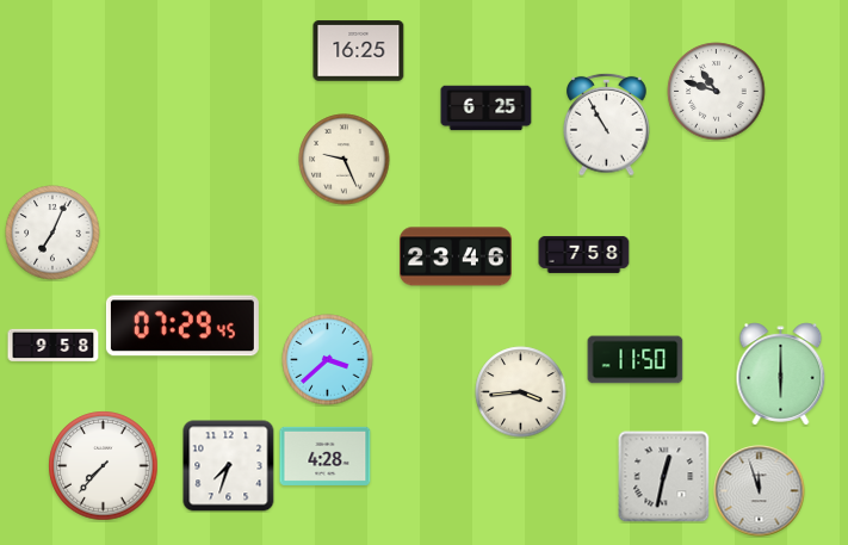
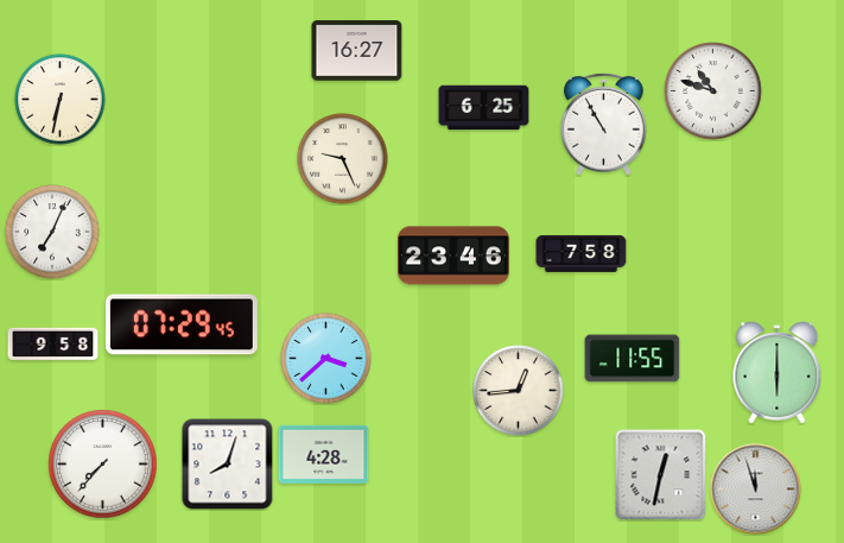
clock at (359, 51): 16:25 -> 16:27
clock at (61, 100): none -> 6:32
clock at (636, 360): 11:50 -> 11:55
clock at (521, 392): 3:44 -> 12:44
clock at (229, 466): 7:33 -> 8:03
